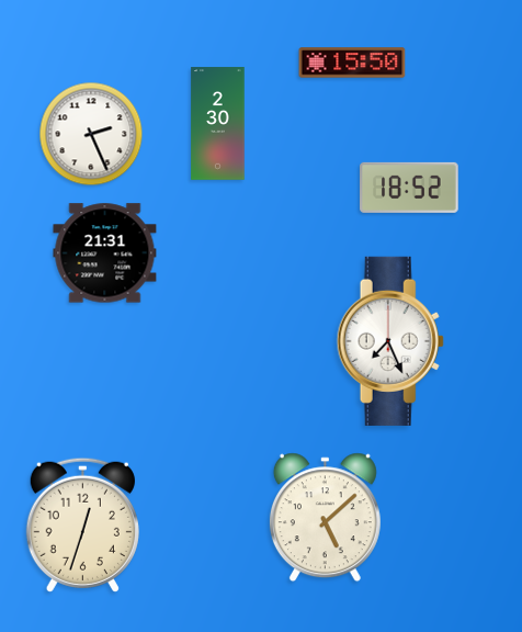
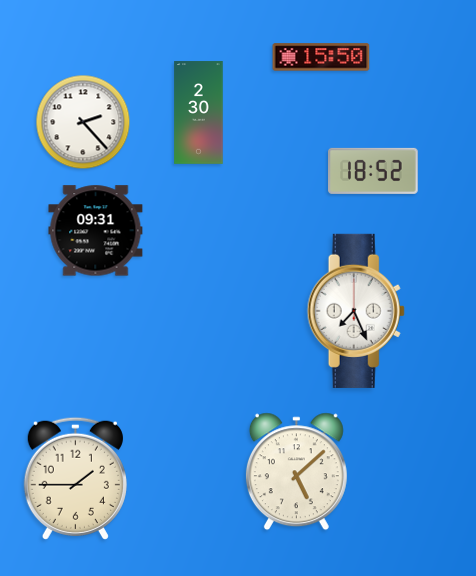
clock at (91, 134): 2:26 -> 2:23
clock at (105, 253): 21:31 -> 09:31
clock at (82, 524): 12:33 -> 1:45
